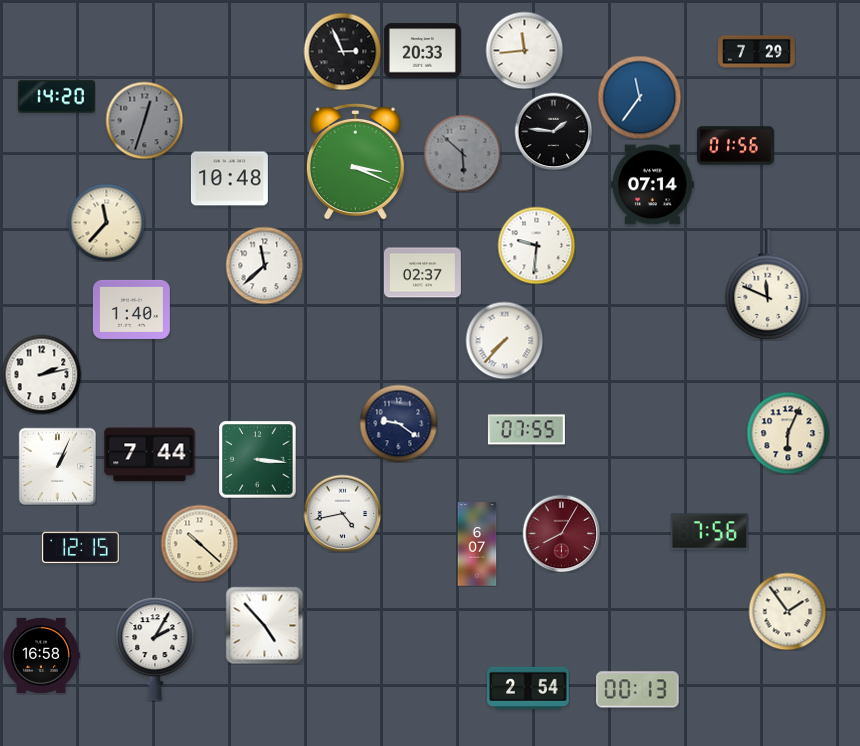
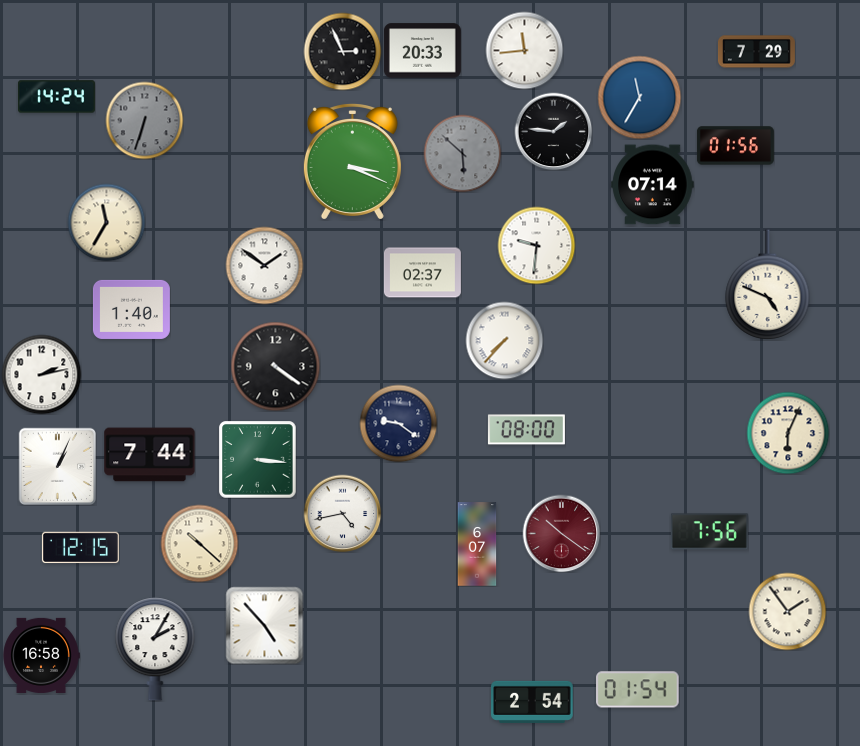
clock at (56, 97): 14:20 -> 14:24
clock at (639, 97): 11:36 -> 11:35
clock at (144, 120): 12:33 -> 6:33
clock at (355, 162) position: (355, 162) -> (352, 162)
clock at (229, 179): 10:48 -> none
clock at (106, 222): 11:37 -> 11:35
clock at (264, 265): 11:38 -> 1:51
clock at (768, 284): 11:49 -> 4:49
clock at (275, 366): none -> 4:21
clock at (526, 430): 07:55 -> 08:00
clock at (561, 533): 8:05 -> 10:21
clock at (528, 688) position: (528, 688) -> (532, 702)
clock at (638, 690): 00:13 -> 01:54
